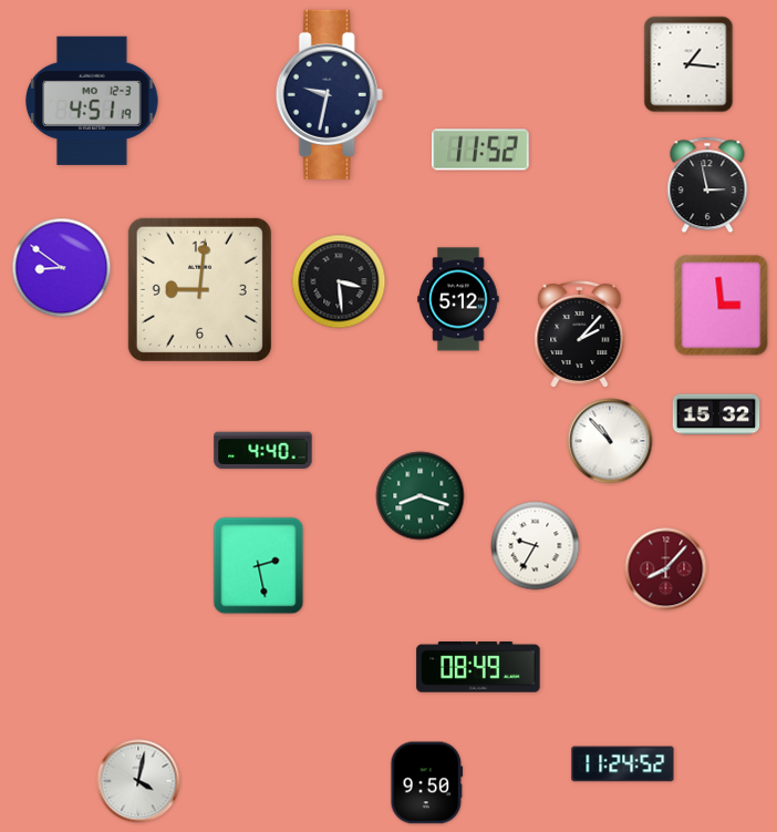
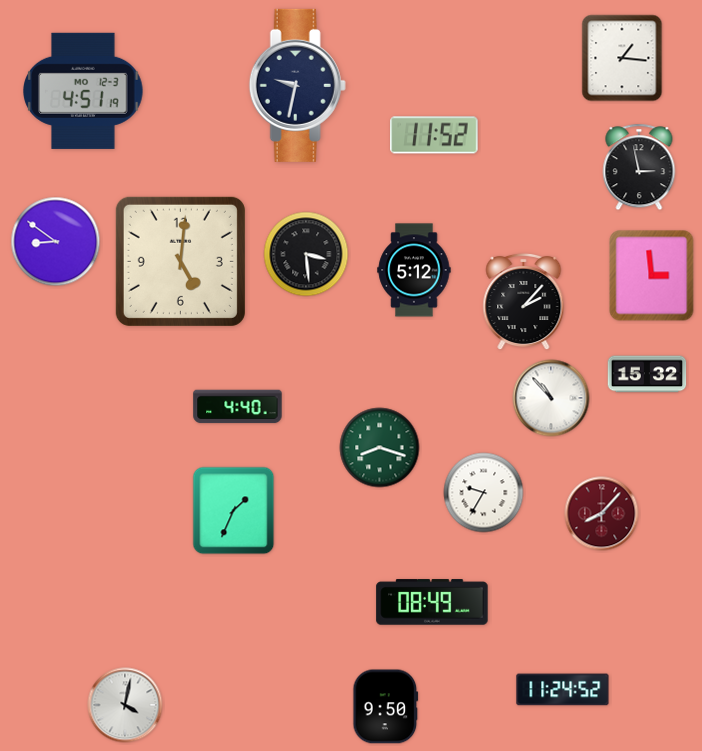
clock at (199, 289): 9:01 -> 5:01
clock at (259, 566): 2:28 -> 1:34
